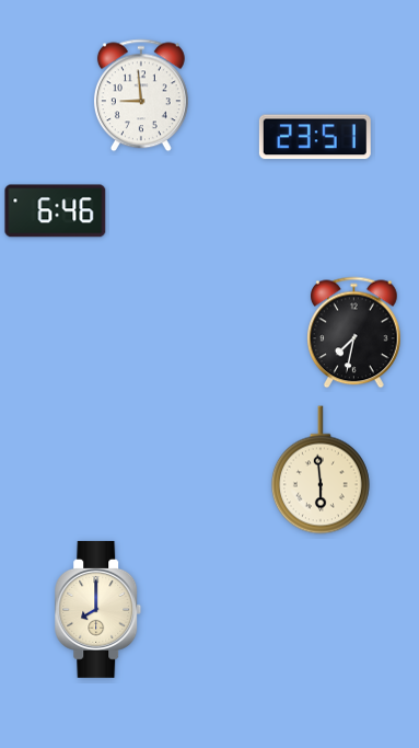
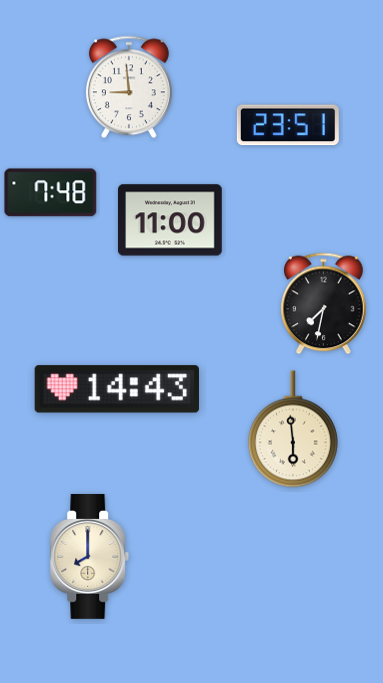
clock at (56, 211): 6:46 -> 7:48
clock at (171, 220): none -> 11:00
clock at (116, 389): none -> 14:43
